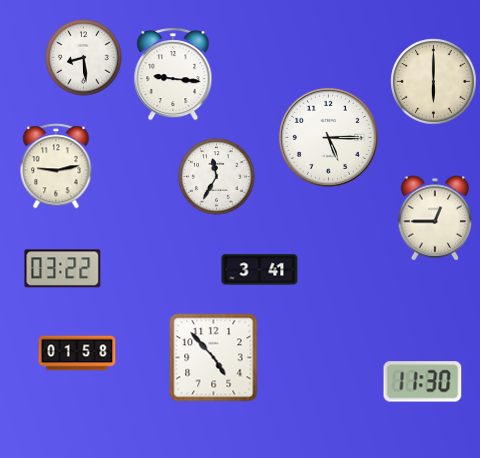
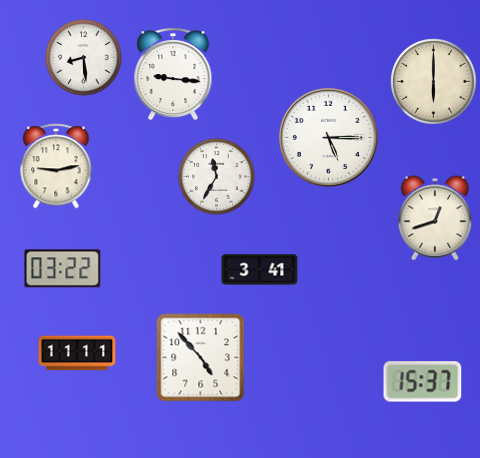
clock at (435, 218): 12:45 -> 12:42
clock at (77, 353): 01:58 -> 11:11
clock at (214, 358) position: (214, 358) -> (201, 358)
clock at (423, 382): 11:30 -> 15:37
